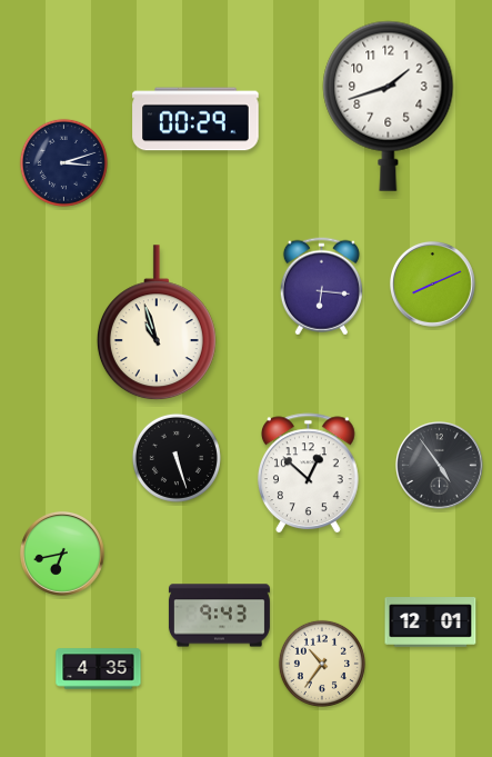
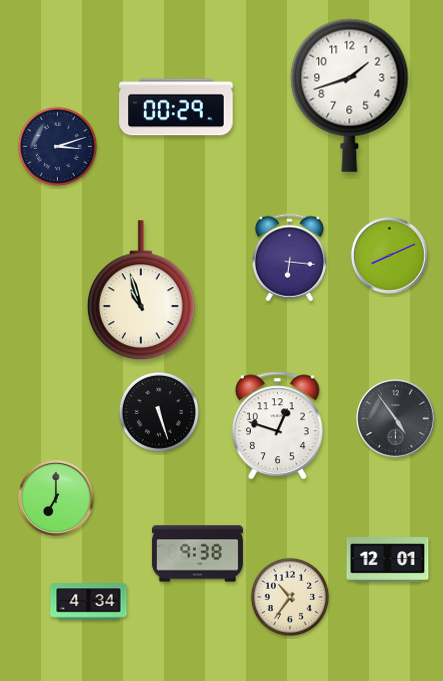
clock at (308, 474): 12:52 -> 12:48
clock at (62, 554): 6:43 -> 7:00
clock at (219, 616): 9:43 -> 9:38
clock at (99, 669): 4:35 -> 4:34
